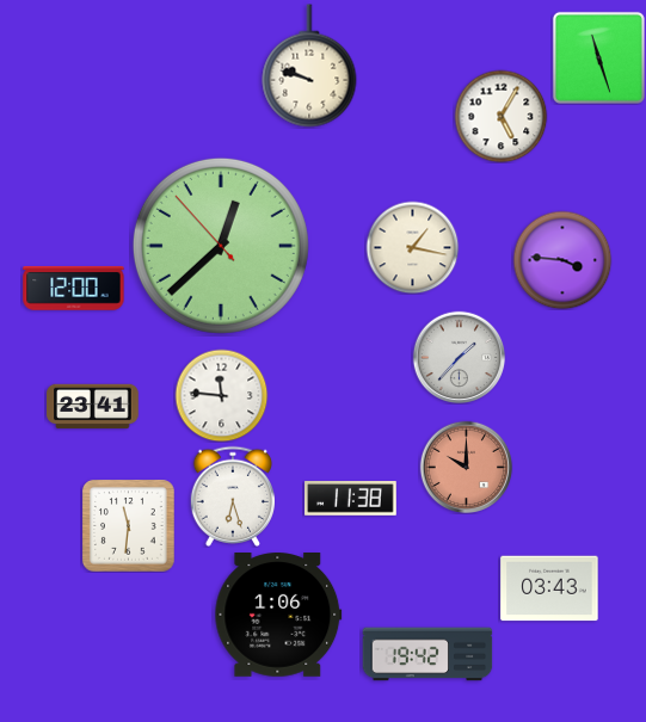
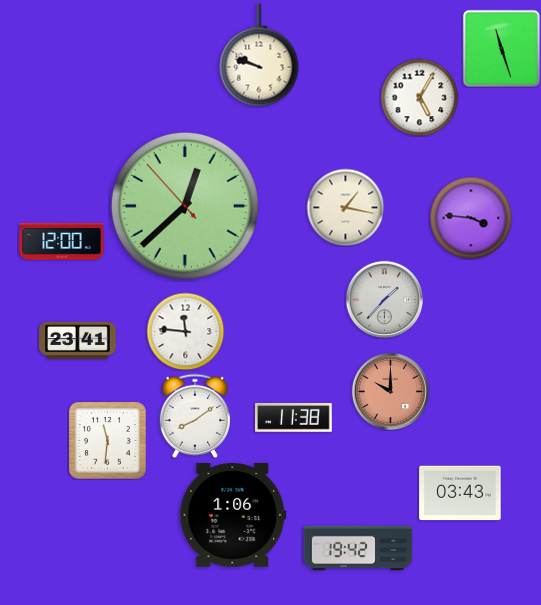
clock at (232, 496): 6:27 -> 8:09
